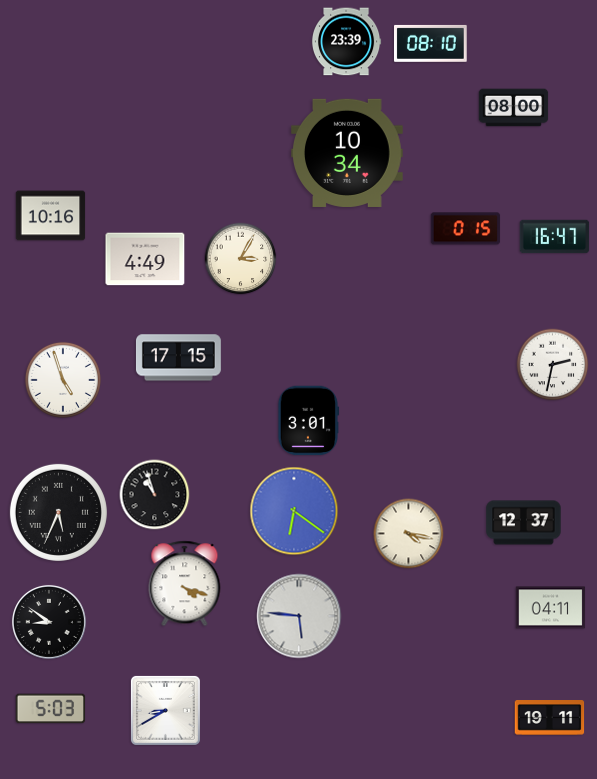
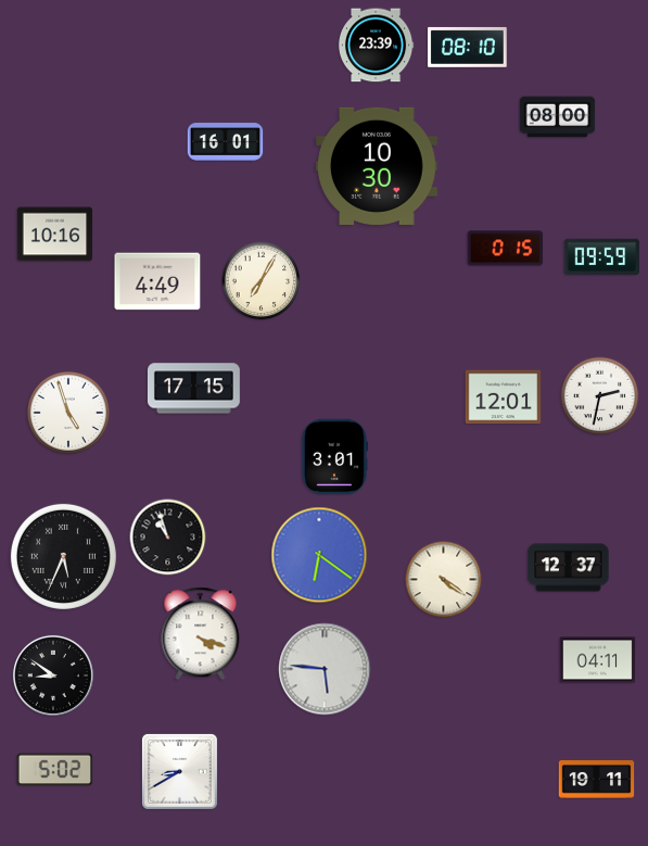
clock at (226, 142): none -> 16:01
clock at (348, 153): 10:34 -> 10:30
clock at (555, 237): 16:47 -> 09:59
clock at (241, 259): 3:05 -> 7:05
clock at (504, 397): none -> 12:01
clock at (409, 534): 4:17 -> 4:21
clock at (51, 709): 5:03 -> 5:02
